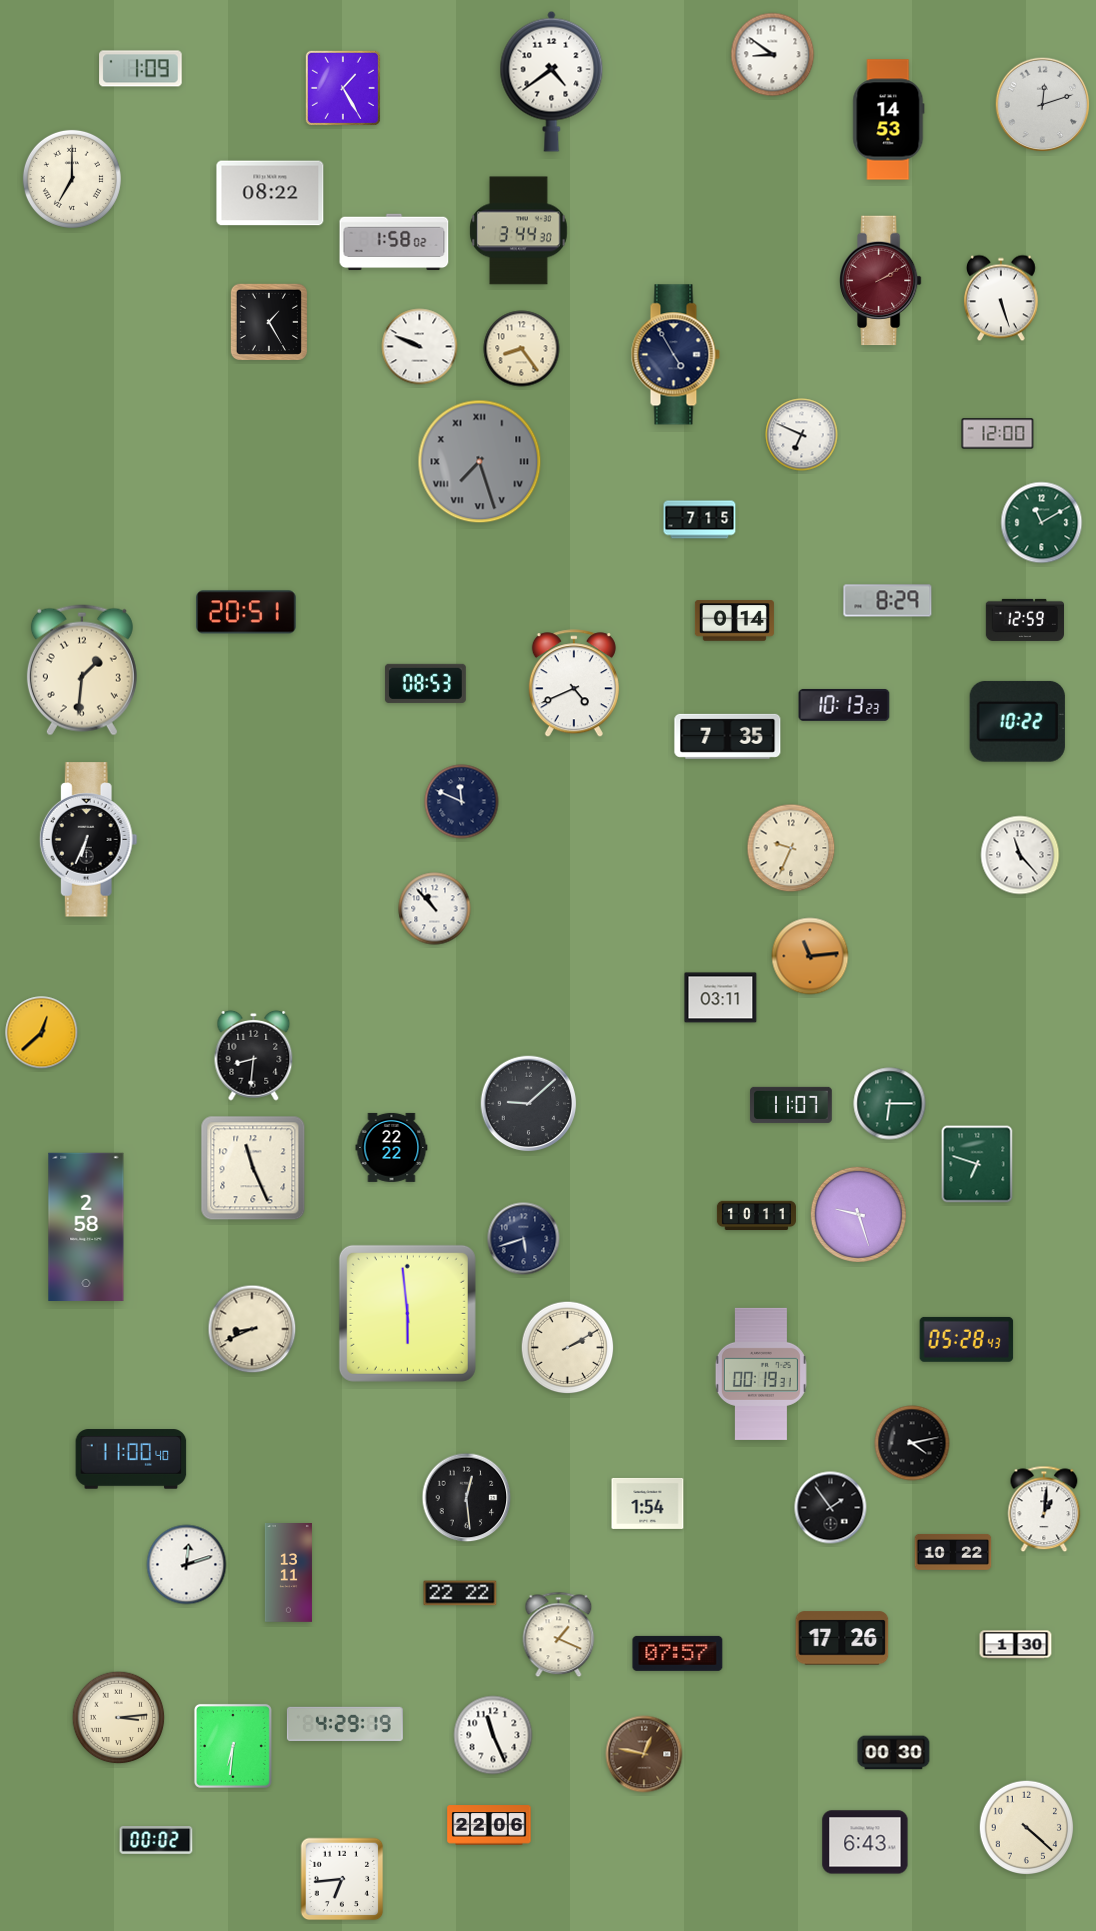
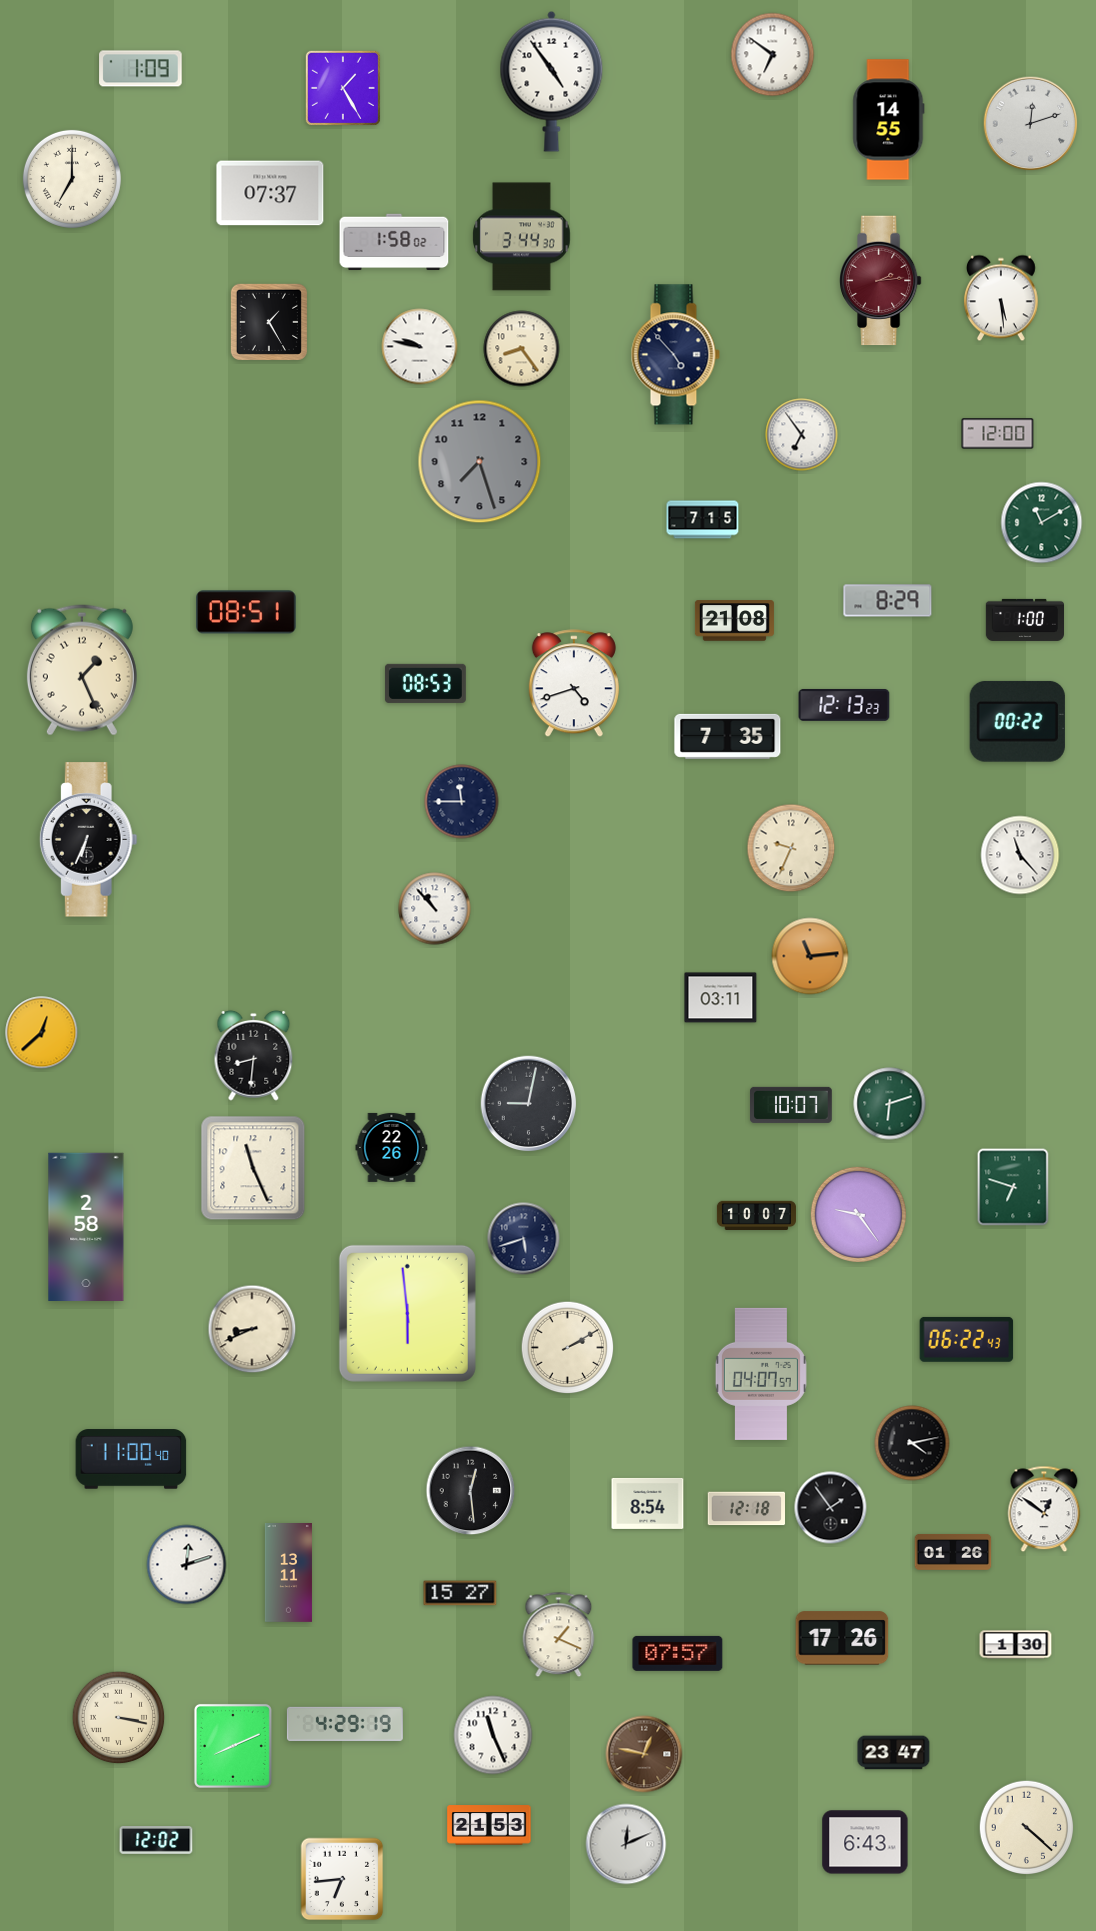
clock at (773, 55): 8:51 -> 6:51
clock at (552, 81): 4:39 -> 4:54
clock at (1043, 105) position: (1043, 105) -> (1031, 124)
clock at (889, 120): 14:53 -> 14:55
clock at (270, 193): 08:22 -> 07:37
clock at (519, 231) position: (519, 231) -> (522, 237)
clock at (881, 281): 2:10 -> 2:14
clock at (1001, 298): 5:27 -> 5:29
clock at (420, 347): 9:49 -> 9:47
clock at (675, 355): 4:55 -> 4:53
clock at (802, 435): 6:49 -> 6:54
clock at (480, 462) numerals: Roman -> Arabic
clock at (700, 520) position: (700, 520) -> (703, 520)
clock at (246, 612): 20:51 -> 08:51
clock at (1024, 620): 12:59 -> 1:00
clock at (734, 621): 0:14 -> 21:08
clock at (82, 670): 1:31 -> 1:26
clock at (574, 684): 4:41 -> 4:42
clock at (844, 705): 10:13 -> 12:13
clock at (1017, 721): 10:22 -> 00:22
clock at (462, 802): 11:49 -> 11:45
clock at (529, 1104): 9:08 -> 9:02
clock at (890, 1104): 6:15 -> 6:12
clock at (791, 1105): 11:07 -> 10:07
clock at (392, 1147): 22:22 -> 22:26
clock at (977, 1164) position: (977, 1164) -> (1013, 1187)
clock at (858, 1214): 9:27 -> 9:24
clock at (756, 1216): 10:11 -> 10:07
clock at (967, 1339): 05:28 -> 06:22
clock at (761, 1374): 00:19 -> 04:07
clock at (467, 1498) position: (467, 1498) -> (471, 1491)
clock at (648, 1503): 1:54 -> 8:54
clock at (747, 1509): none -> 12:18
clock at (1044, 1509): 1:01 -> 12:51
clock at (953, 1552): 10:22 -> 01:26
clock at (460, 1593): 22:22 -> 15:27
clock at (119, 1718): 3:14 -> 3:17
clock at (233, 1746): 6:31 -> 8:11
clock at (894, 1753): 00:30 -> 23:47
clock at (489, 1825): 22:06 -> 21:53
clock at (156, 1841): 00:02 -> 12:02
clock at (626, 1844): none -> 12:11
